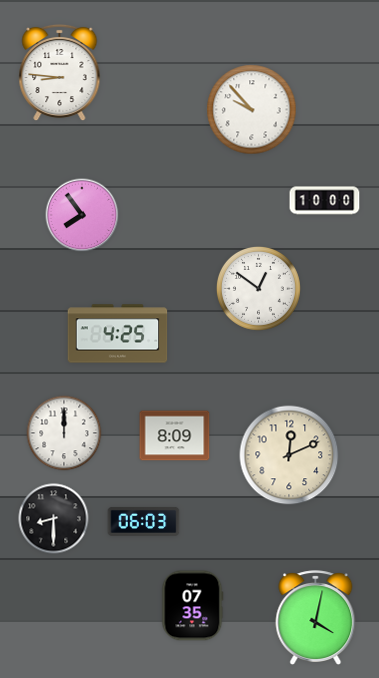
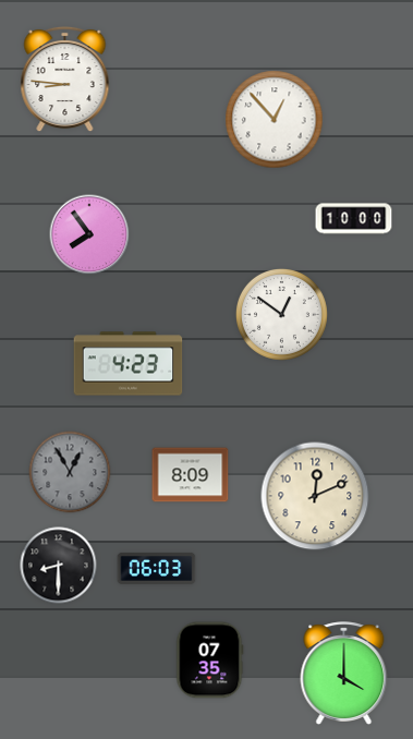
clock at (252, 110): 9:53 -> 12:53
clock at (118, 334): 4:25 -> 4:23
clock at (64, 433): 12:00 -> 12:55
clock at (64, 433) dial: white -> grey
clock at (316, 617): 4:02 -> 4:00
